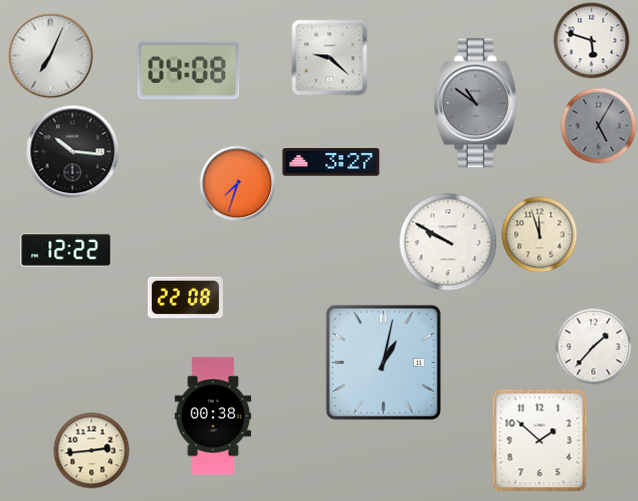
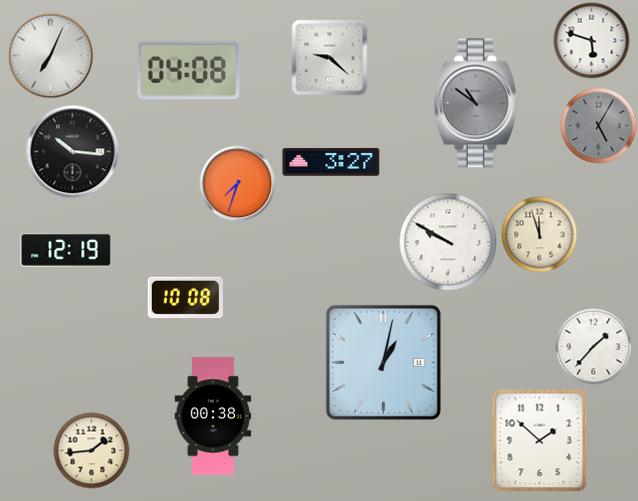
clock at (66, 250): 12:22 -> 12:19
clock at (185, 298): 22:08 -> 10:08
clock at (92, 451): 2:44 -> 1:44
